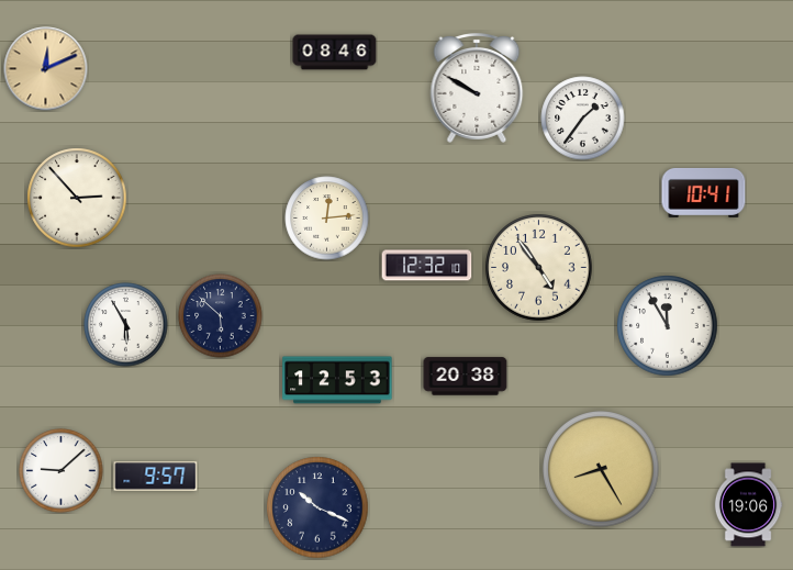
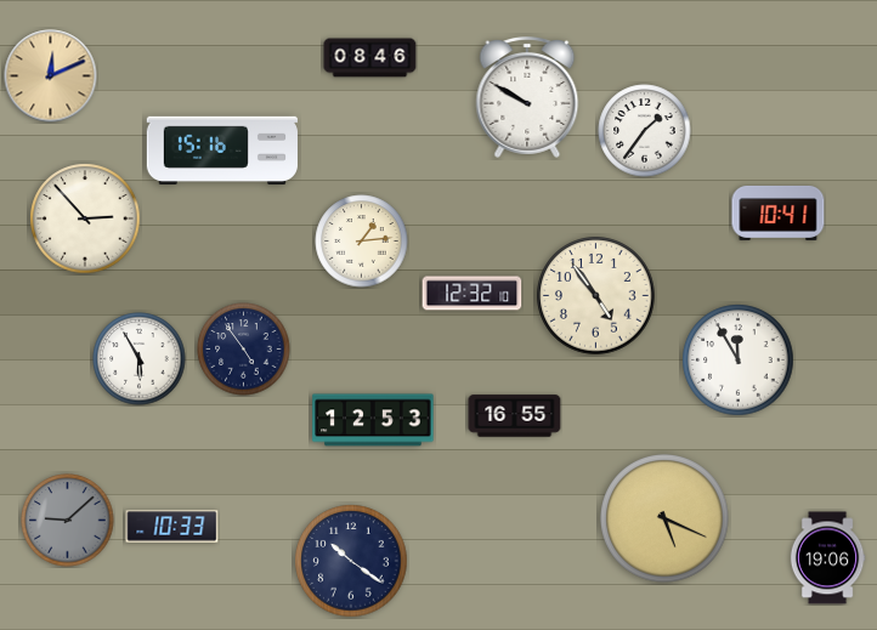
clock at (222, 149): none -> 15:16
clock at (327, 219): 12:14 -> 1:14
clock at (221, 316): 5:52 -> 4:54
clock at (466, 377): 20:38 -> 16:55
clock at (602, 470): 8:25 -> 5:19
clock at (62, 471) dial: white -> grey
clock at (156, 477): 9:57 -> 10:33
clock at (317, 507): 10:19 -> 10:21
